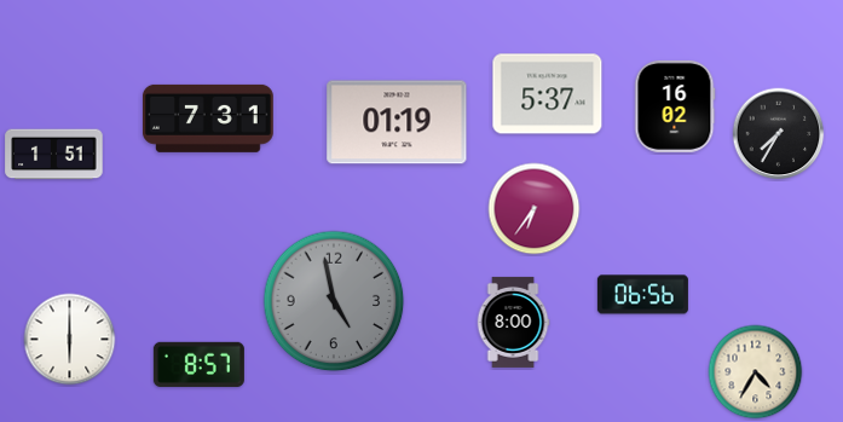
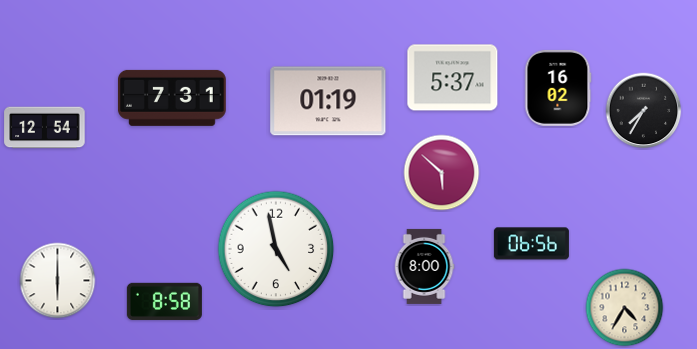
clock at (54, 155): 1:51 -> 12:54
clock at (535, 209): 6:36 -> 5:52
clock at (334, 301) dial: grey -> white
clock at (198, 364): 8:57 -> 8:58
